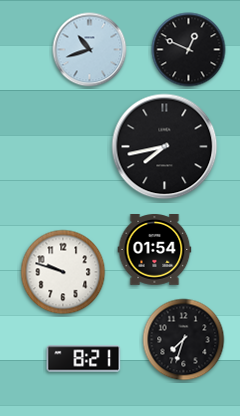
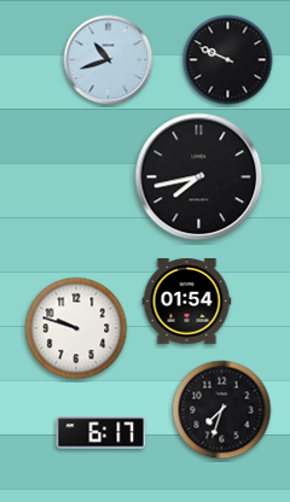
clock at (189, 50): 12:49 -> 9:49
clock at (84, 359): 8:21 -> 6:17
